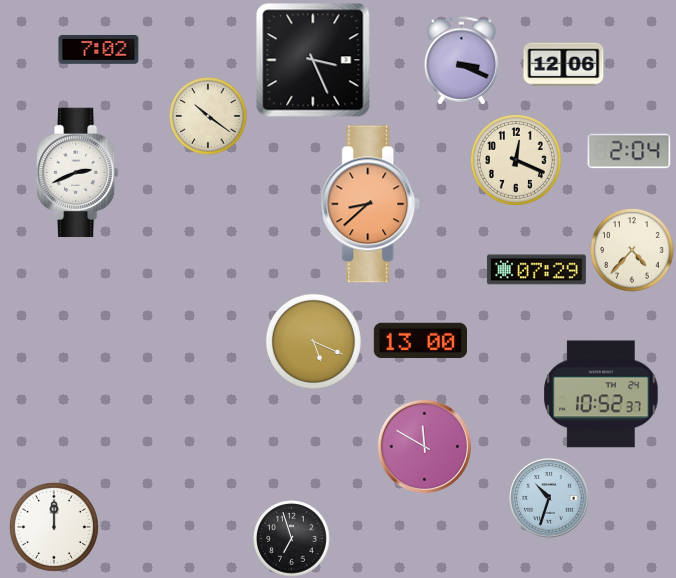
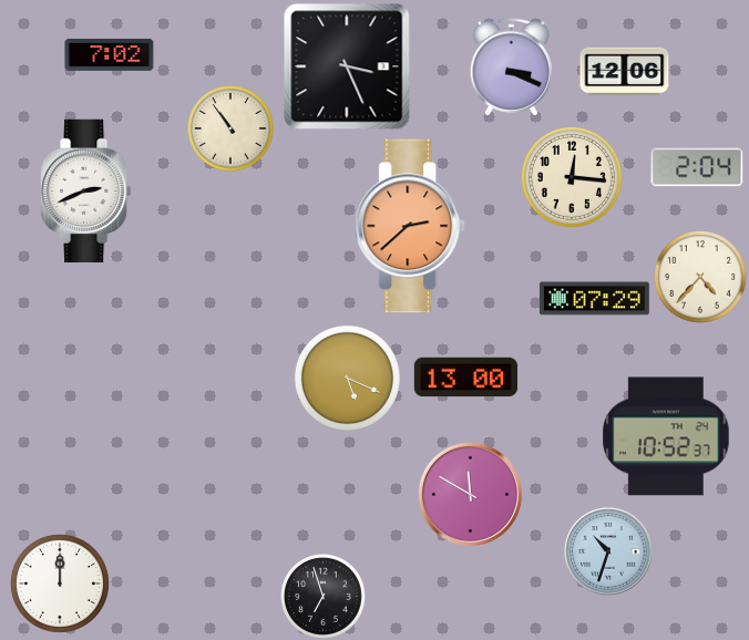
clock at (209, 117): 10:21 -> 10:54
clock at (516, 160): 12:19 -> 12:16
clock at (371, 204): 8:38 -> 2:38
